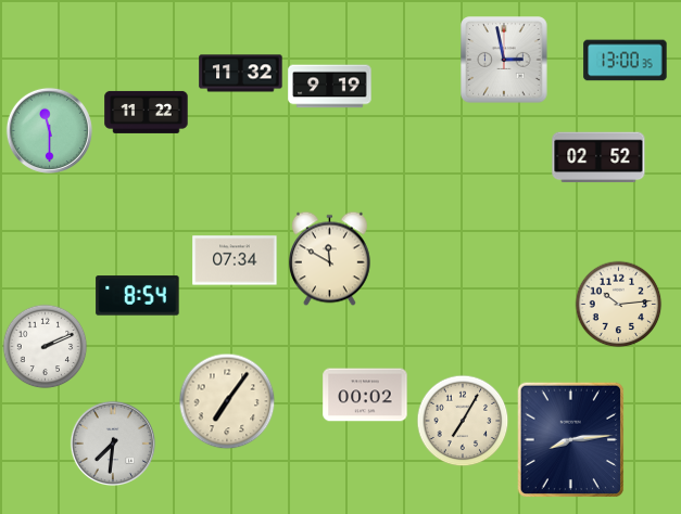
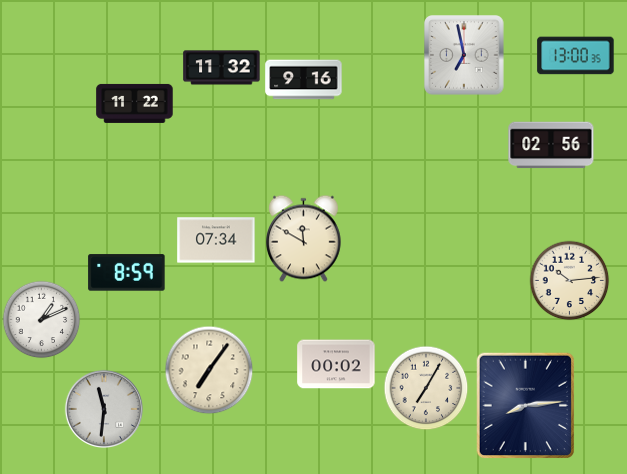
clock at (504, 60): 2:58 -> 6:58
clock at (330, 87): 9:19 -> 9:16
clock at (49, 130): 11:30 -> none
clock at (598, 157): 02:52 -> 02:56
clock at (138, 296): 8:54 -> 8:59
clock at (45, 346): 2:11 -> 1:11
clock at (113, 444): 7:31 -> 11:31
